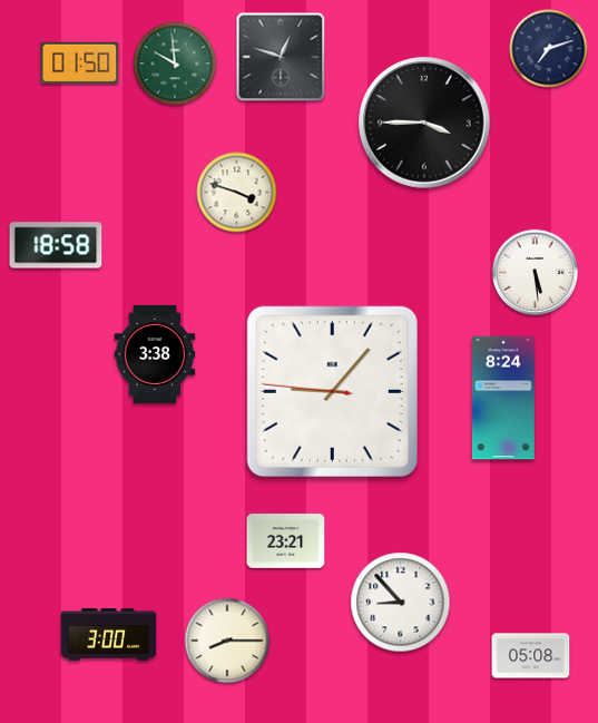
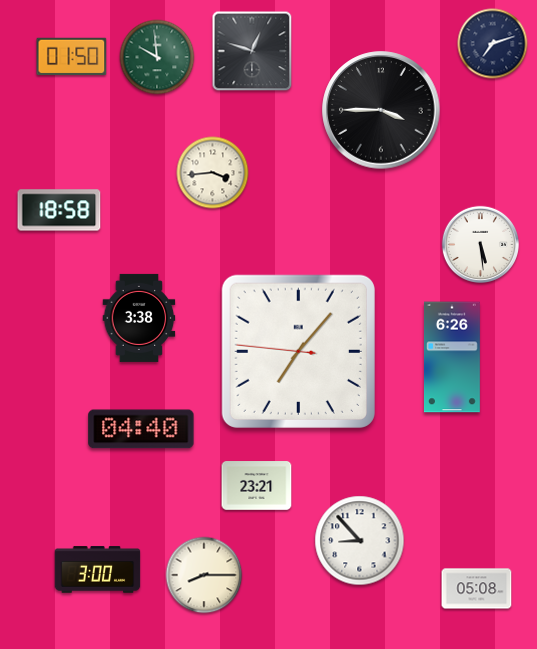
clock at (237, 193): 3:48 -> 3:44
clock at (56, 245) position: (56, 245) -> (59, 210)
clock at (332, 391): 9:06 -> 7:06
clock at (503, 398): 8:24 -> 6:26
clock at (141, 429): none -> 04:40
